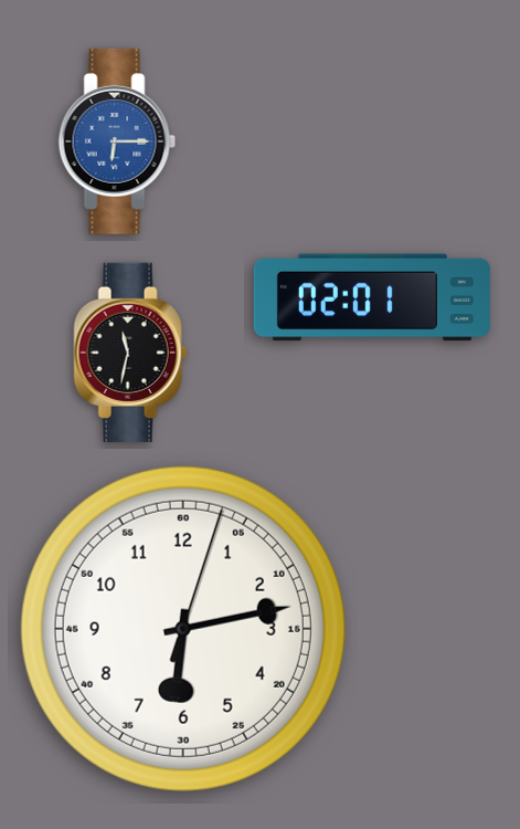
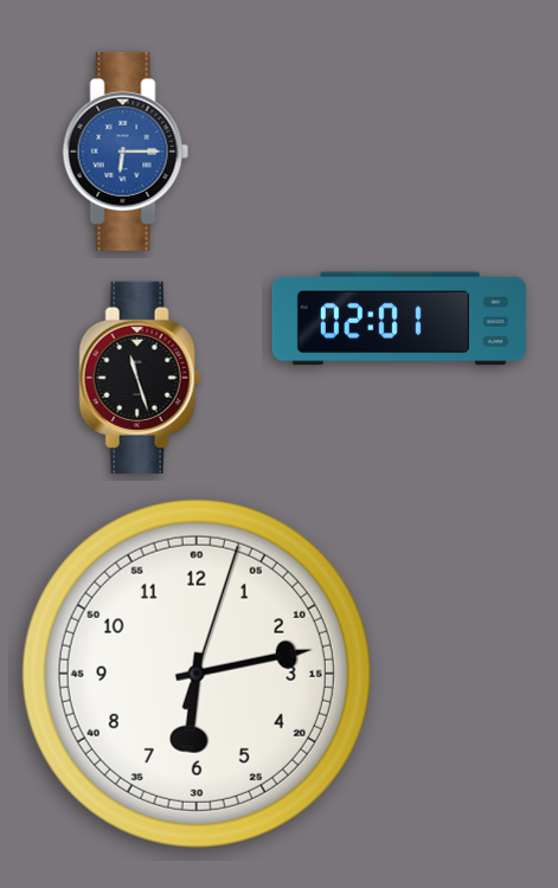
clock at (130, 353): 11:32 -> 11:27
